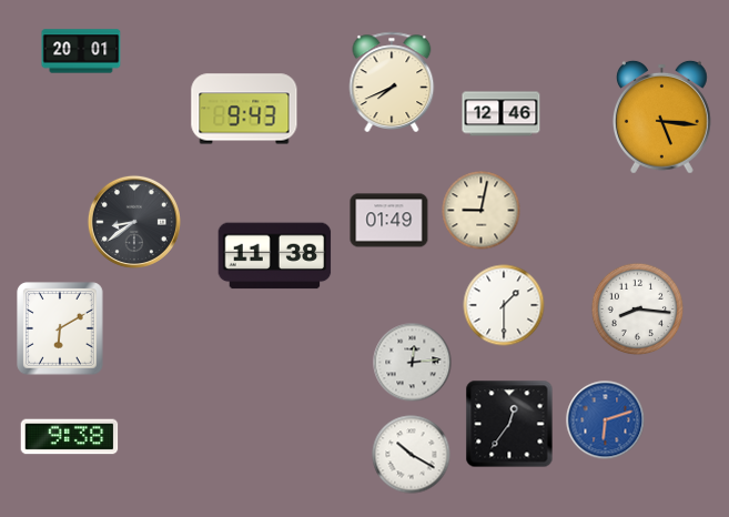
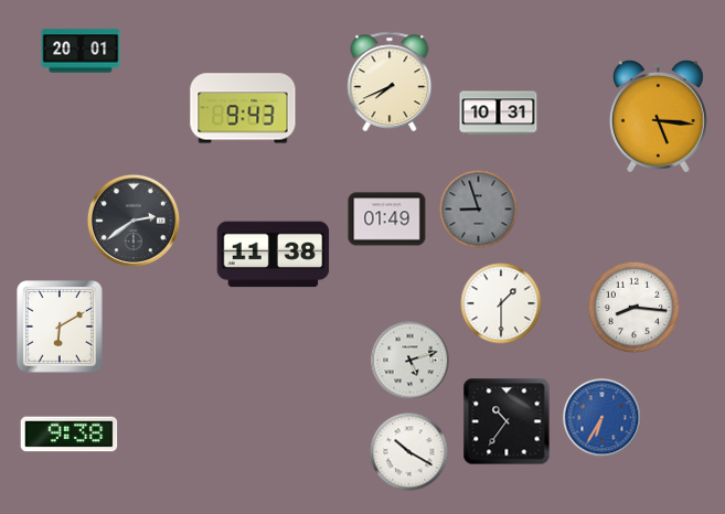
clock at (502, 114): 12:46 -> 10:31
clock at (482, 211): 9:02 -> 8:57
clock at (482, 211) dial: cream -> grey
clock at (134, 222): 8:39 -> 2:39
clock at (413, 363): 12:14 -> 5:12
clock at (606, 420): 6:12 -> 6:35
clock at (509, 424): 12:36 -> 10:36
